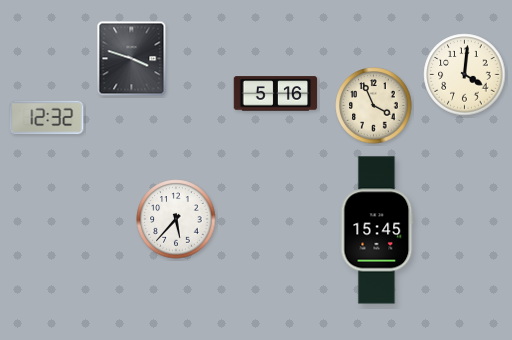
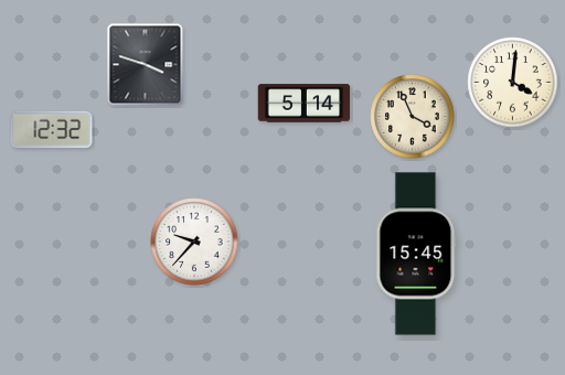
clock at (276, 94): 5:16 -> 5:14
clock at (176, 219): 5:37 -> 9:37
